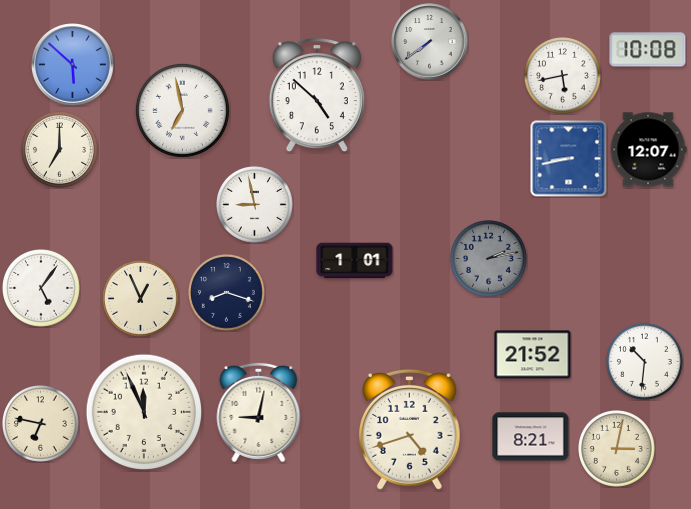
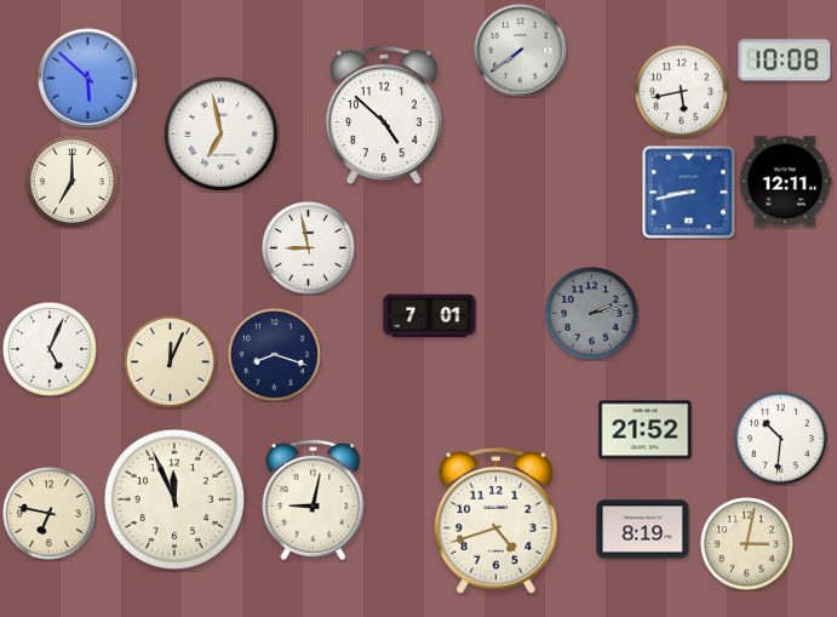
clock at (648, 150): 12:07 -> 12:11
clock at (355, 261): 1:01 -> 7:01
clock at (42, 289): 5:06 -> 5:04
clock at (141, 299): 12:56 -> 12:04
clock at (531, 437): 8:21 -> 8:19
